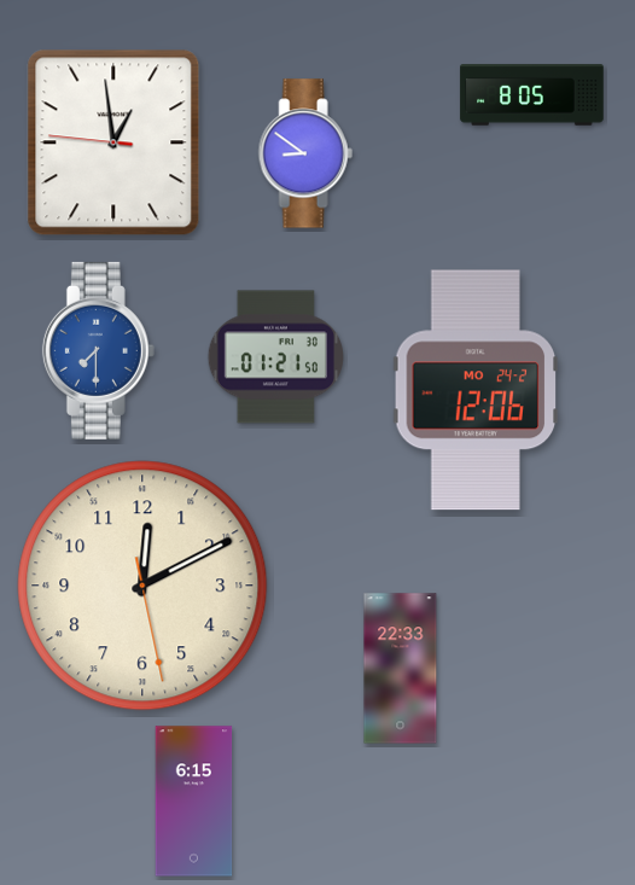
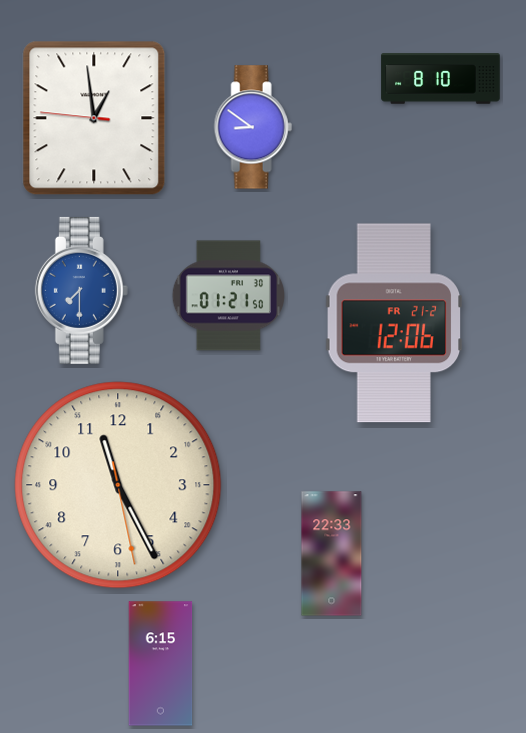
clock at (532, 95): 8:05 -> 8:10
clock at (476, 390) date: MO 24-2 -> FR 21-2
clock at (142, 586): 12:10 -> 11:25
